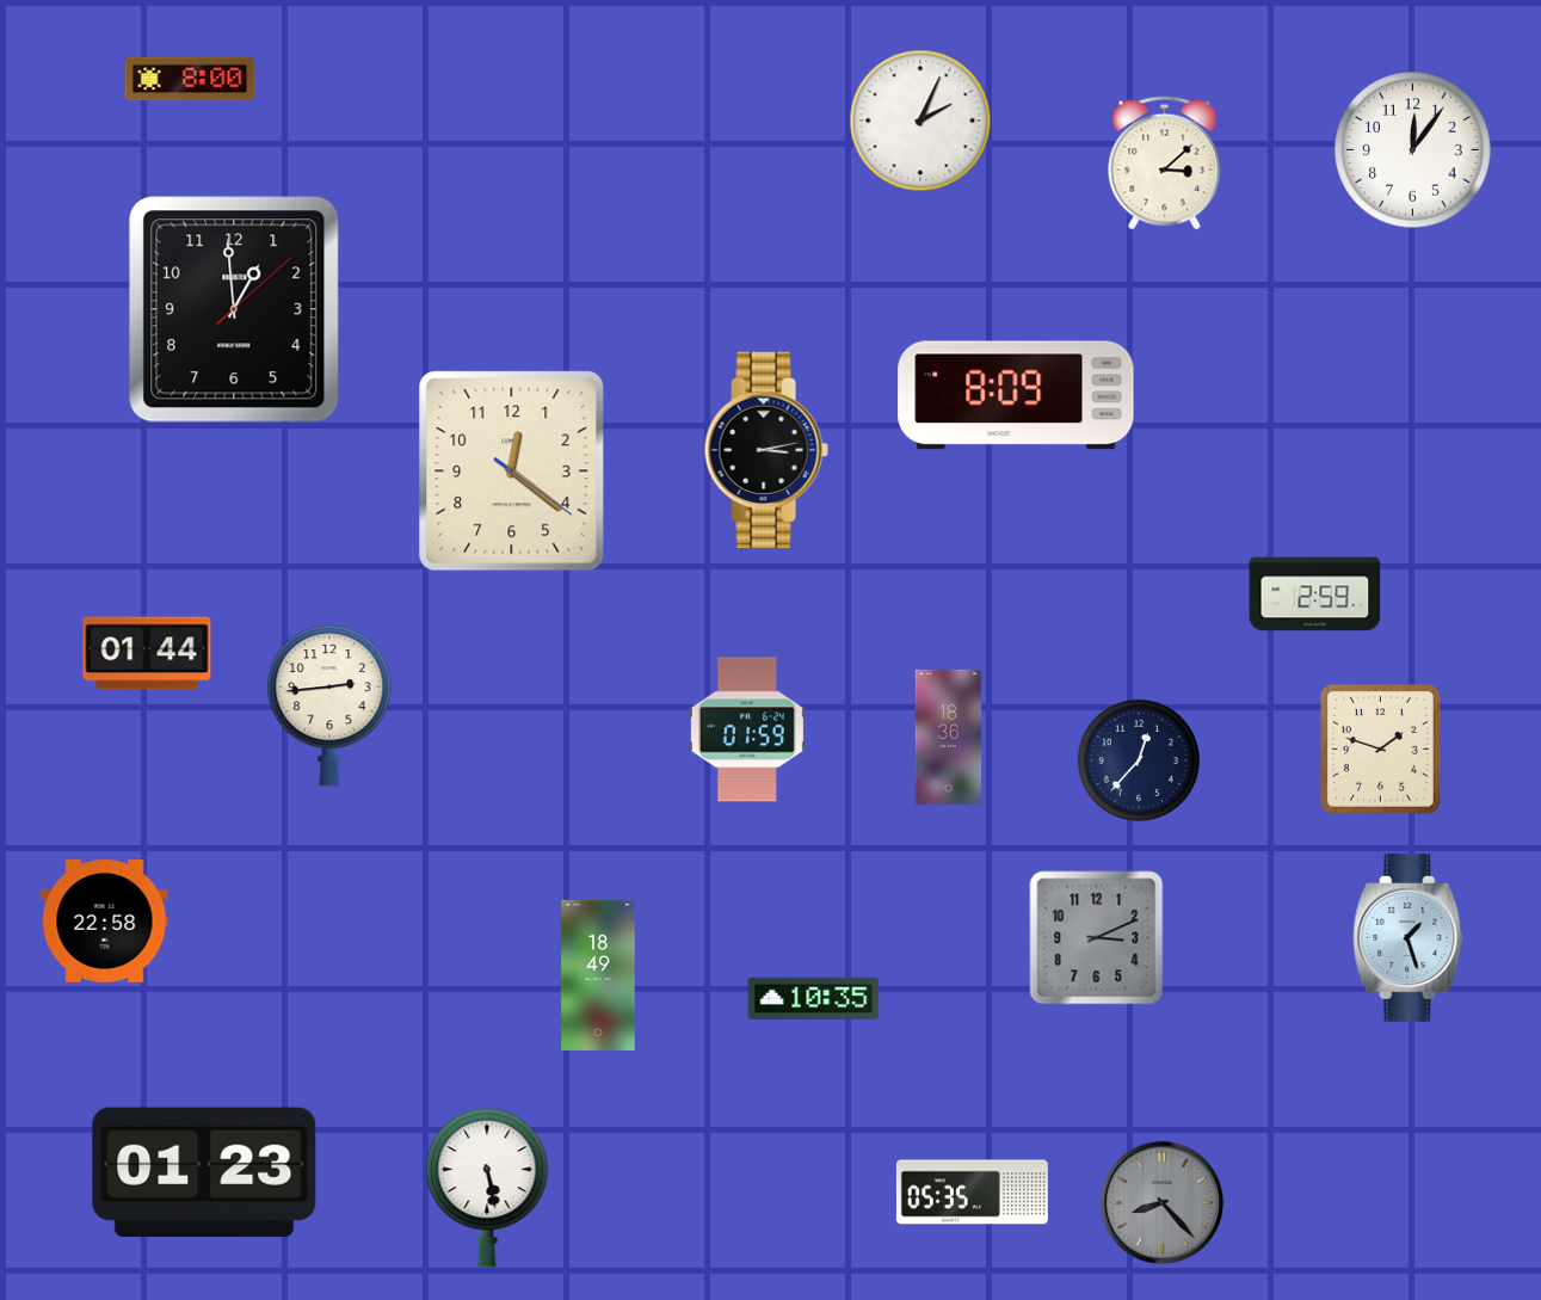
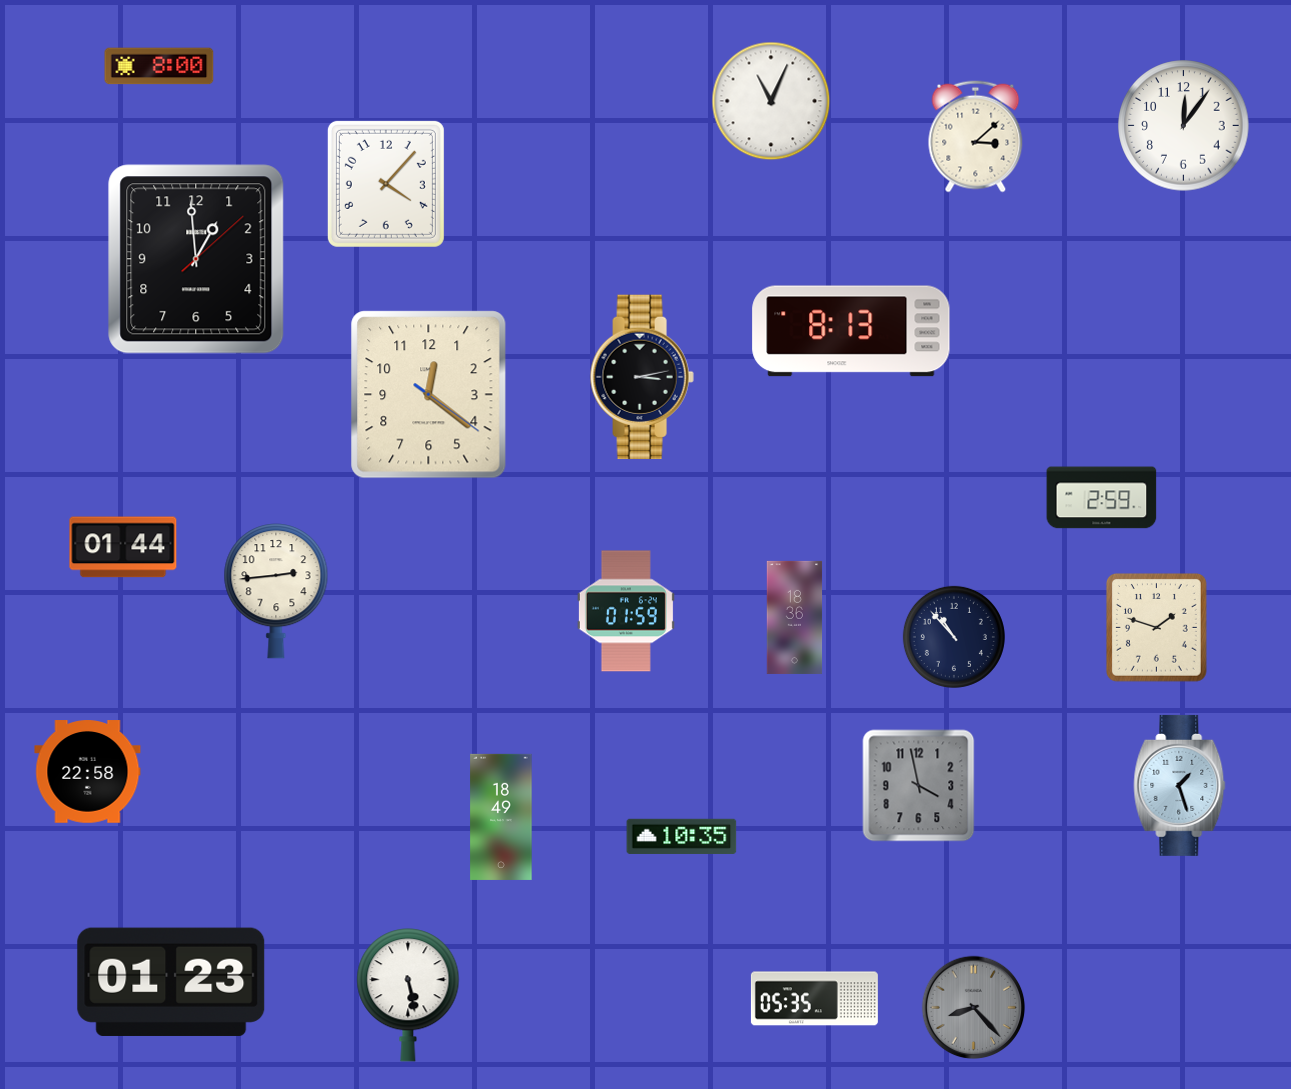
clock at (920, 121): 2:04 -> 11:04
clock at (386, 184): none -> 4:07
clock at (1016, 395): 8:09 -> 8:13
clock at (1139, 760): 12:37 -> 10:53
clock at (1097, 938): 3:11 -> 3:58
